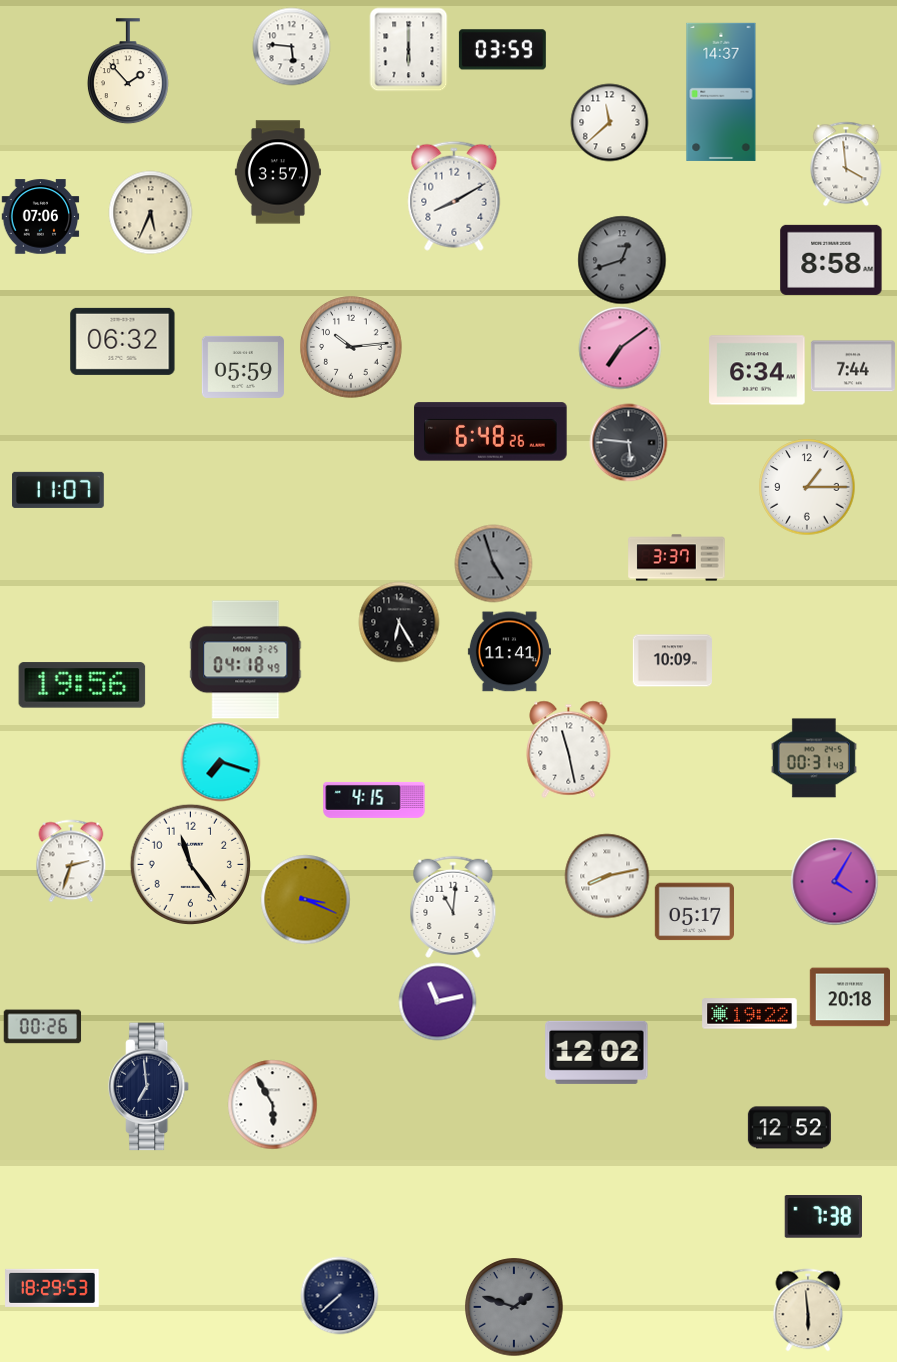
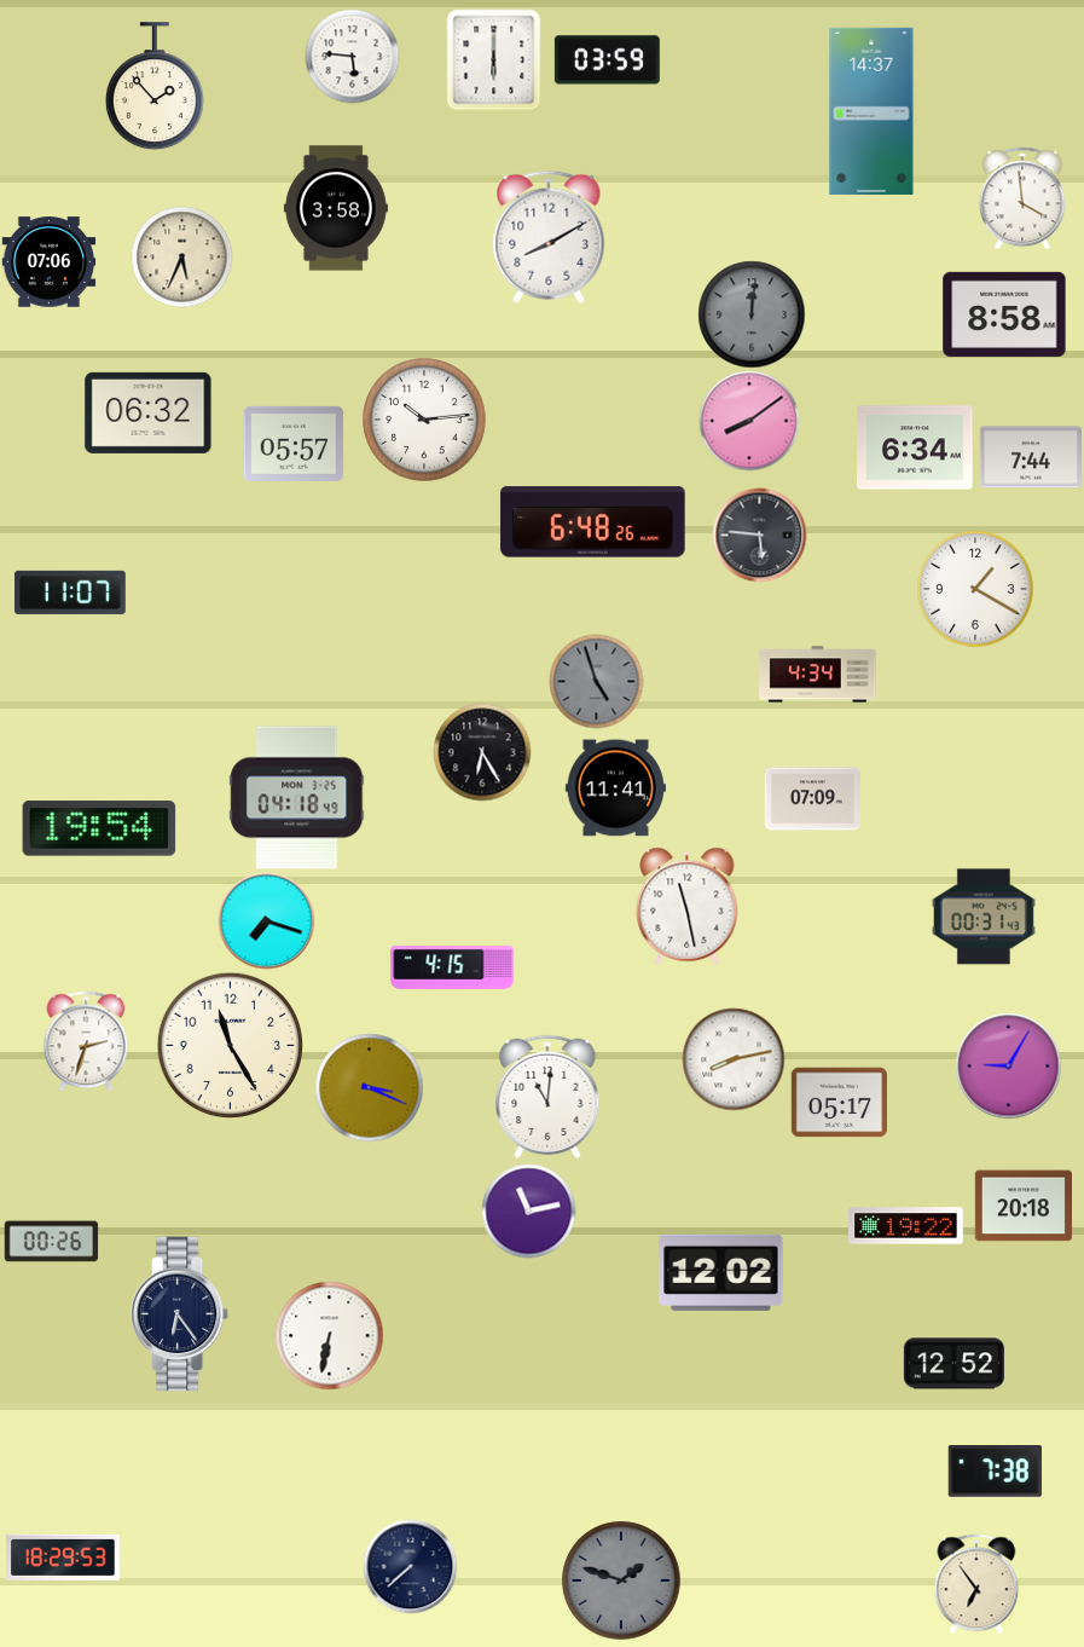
clock at (609, 122): 11:38 -> none
clock at (278, 172): 3:57 -> 3:58
clock at (622, 260): 12:42 -> 12:01
clock at (620, 348): 7:09 -> 8:09
clock at (853, 366) position: (853, 366) -> (1031, 457)
clock at (243, 367): 05:59 -> 05:57
clock at (807, 487): 1:15 -> 1:20
clock at (677, 558): 3:37 -> 4:34
clock at (672, 661): 10:09 -> 07:09
clock at (82, 685): 19:56 -> 19:54
clock at (190, 864): 11:24 -> 11:25
clock at (834, 881): 4:05 -> 9:05
clock at (849, 997) position: (849, 997) -> (1022, 1206)
clock at (149, 1087): 6:59 -> 6:24
clock at (272, 1104): 5:55 -> 6:32
clock at (808, 1310): 5:59 -> 6:54
